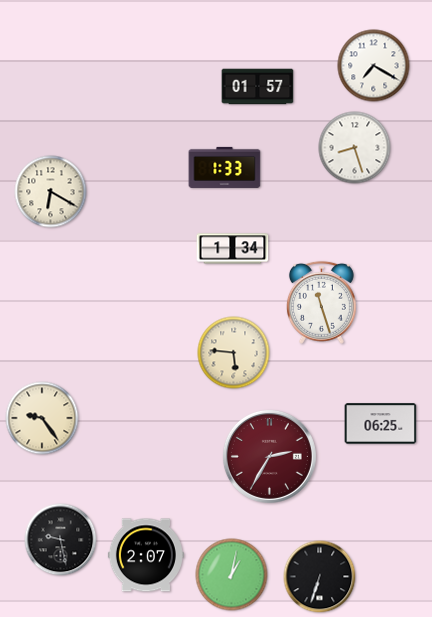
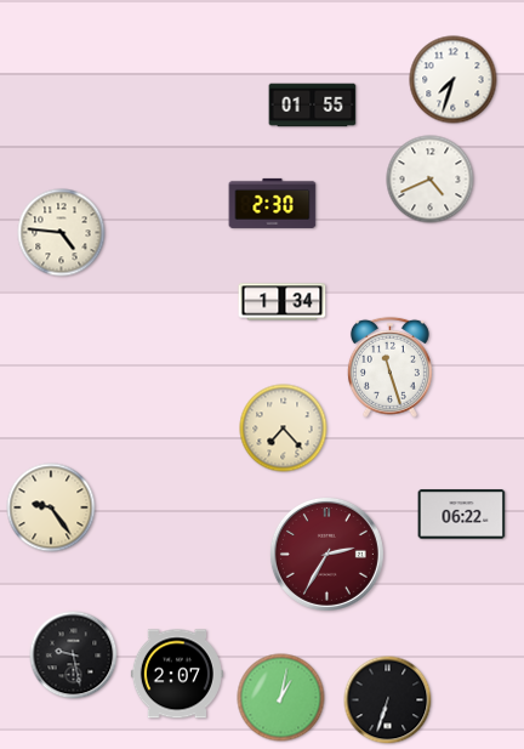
clock at (374, 66): 7:20 -> 7:33
clock at (258, 87): 01:57 -> 01:55
clock at (355, 148): 8:27 -> 4:41
clock at (225, 167): 1:33 -> 2:30
clock at (51, 192): 6:20 -> 4:46
clock at (234, 353): 5:46 -> 7:23
clock at (381, 424): 06:25 -> 06:22
